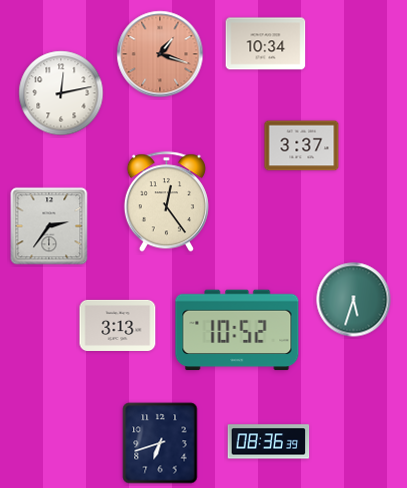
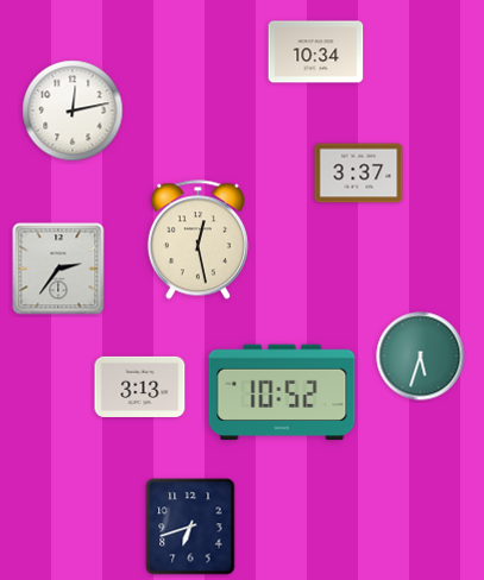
clock at (160, 54): 1:18 -> none
clock at (166, 202): 12:24 -> 12:28
clock at (269, 442): 08:36 -> none
